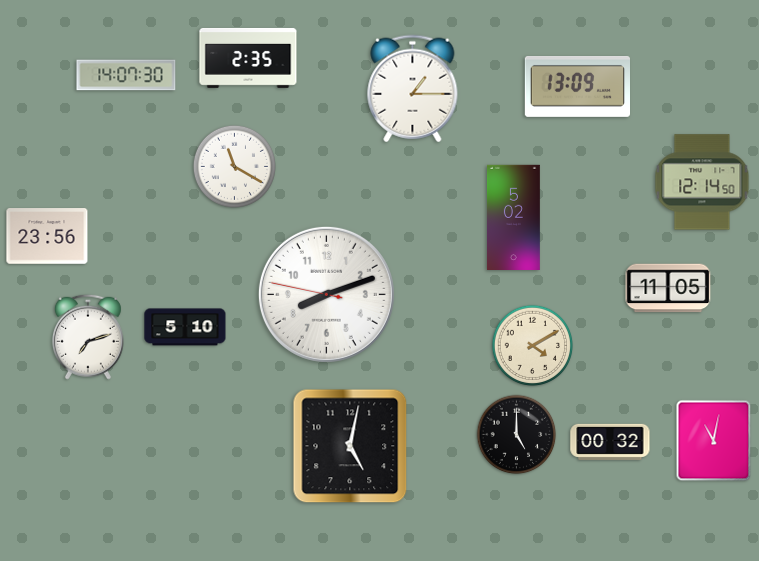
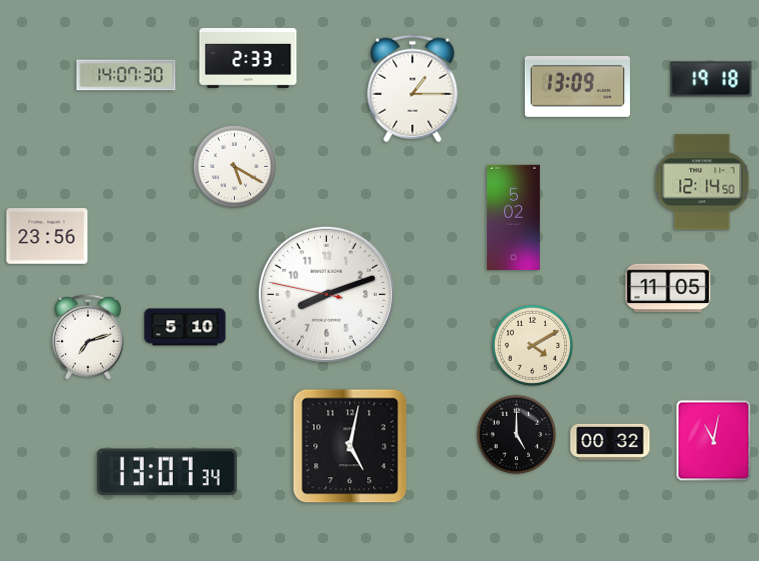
clock at (248, 58): 2:35 -> 2:33
clock at (711, 79): none -> 19:18
clock at (234, 166): 11:20 -> 5:20
clock at (167, 472): none -> 13:07
